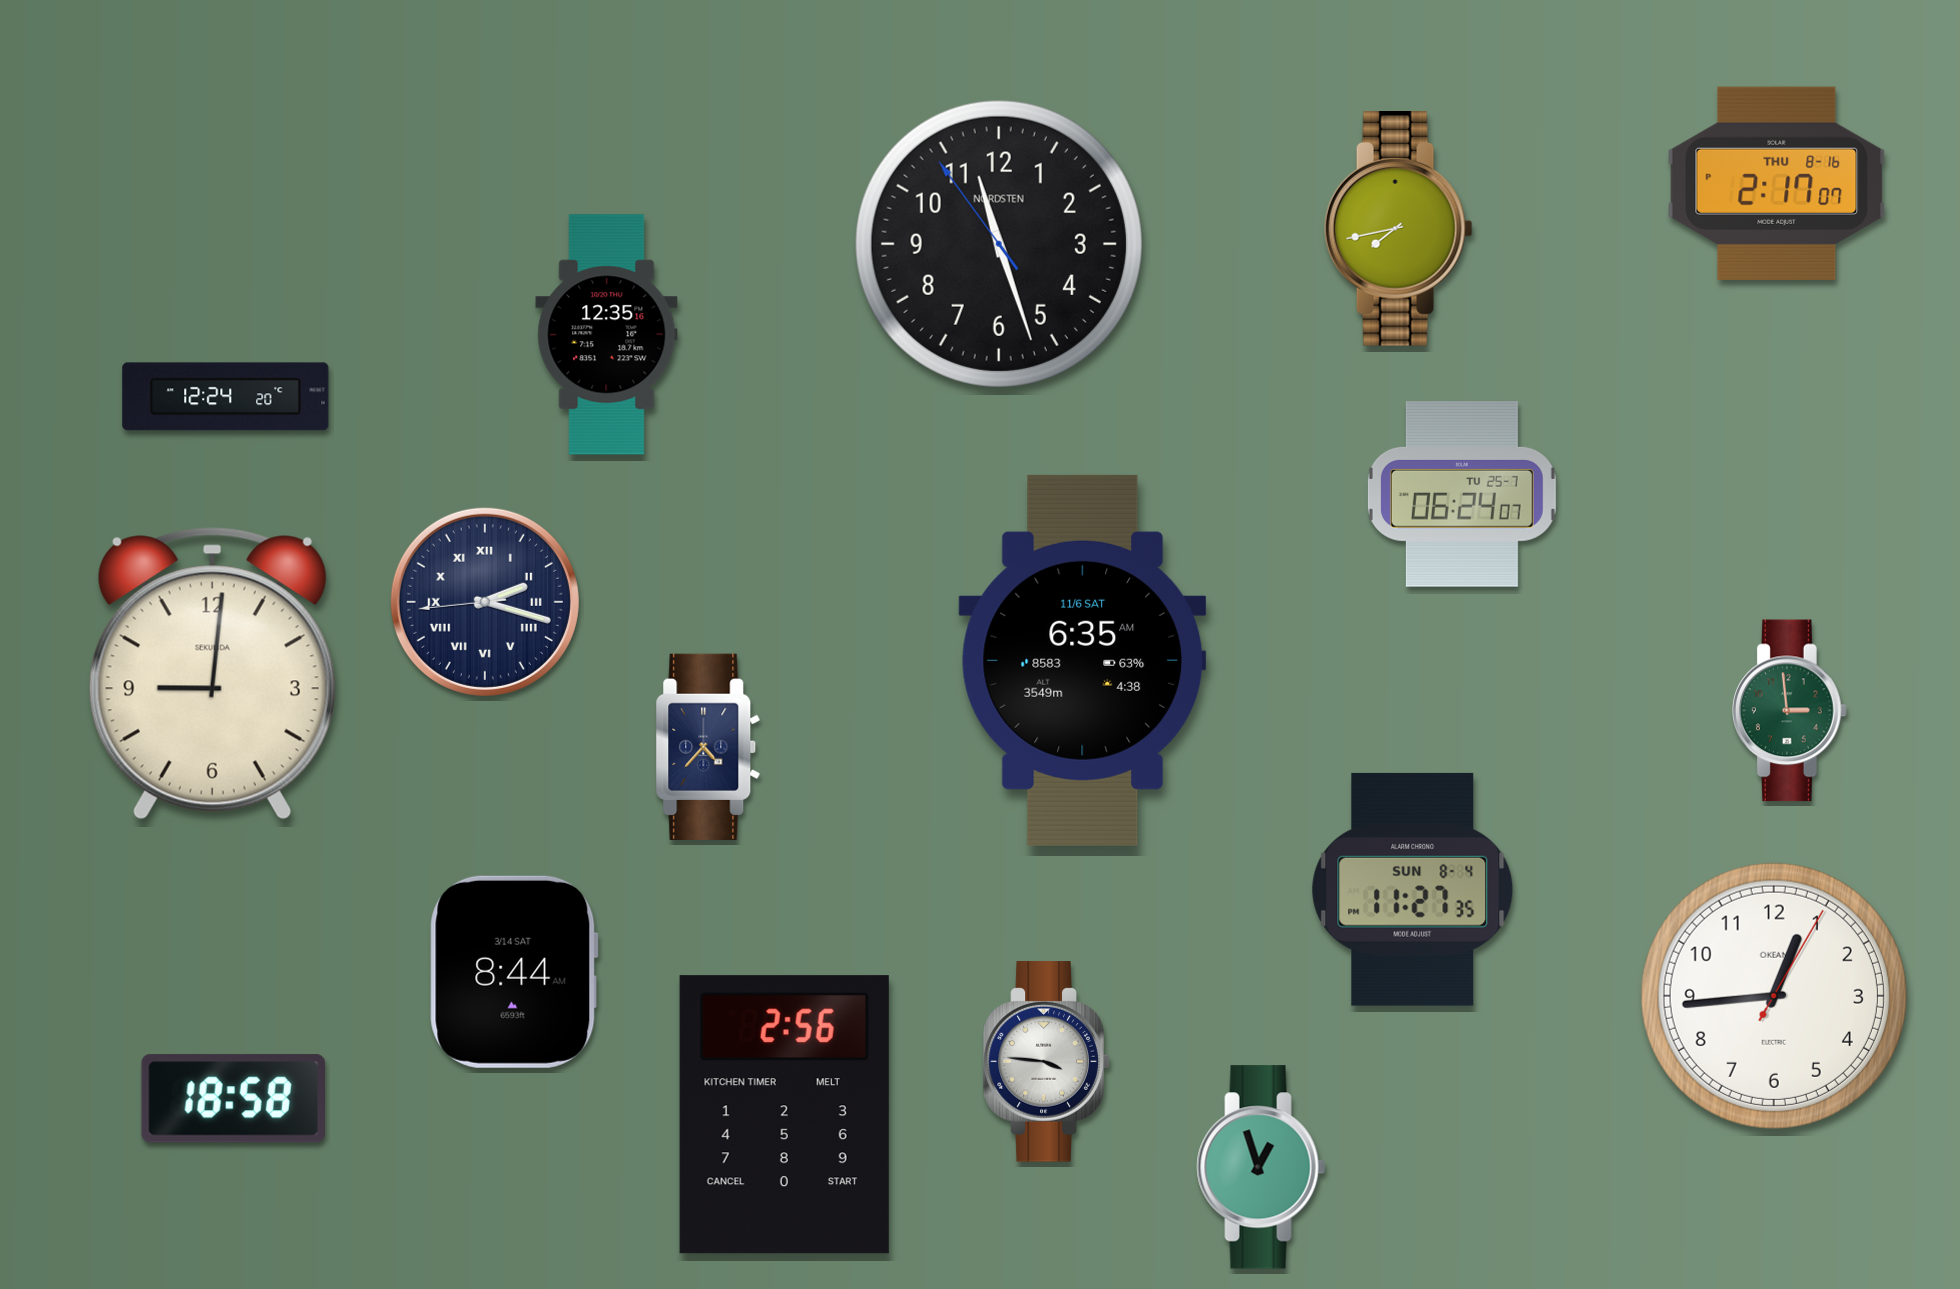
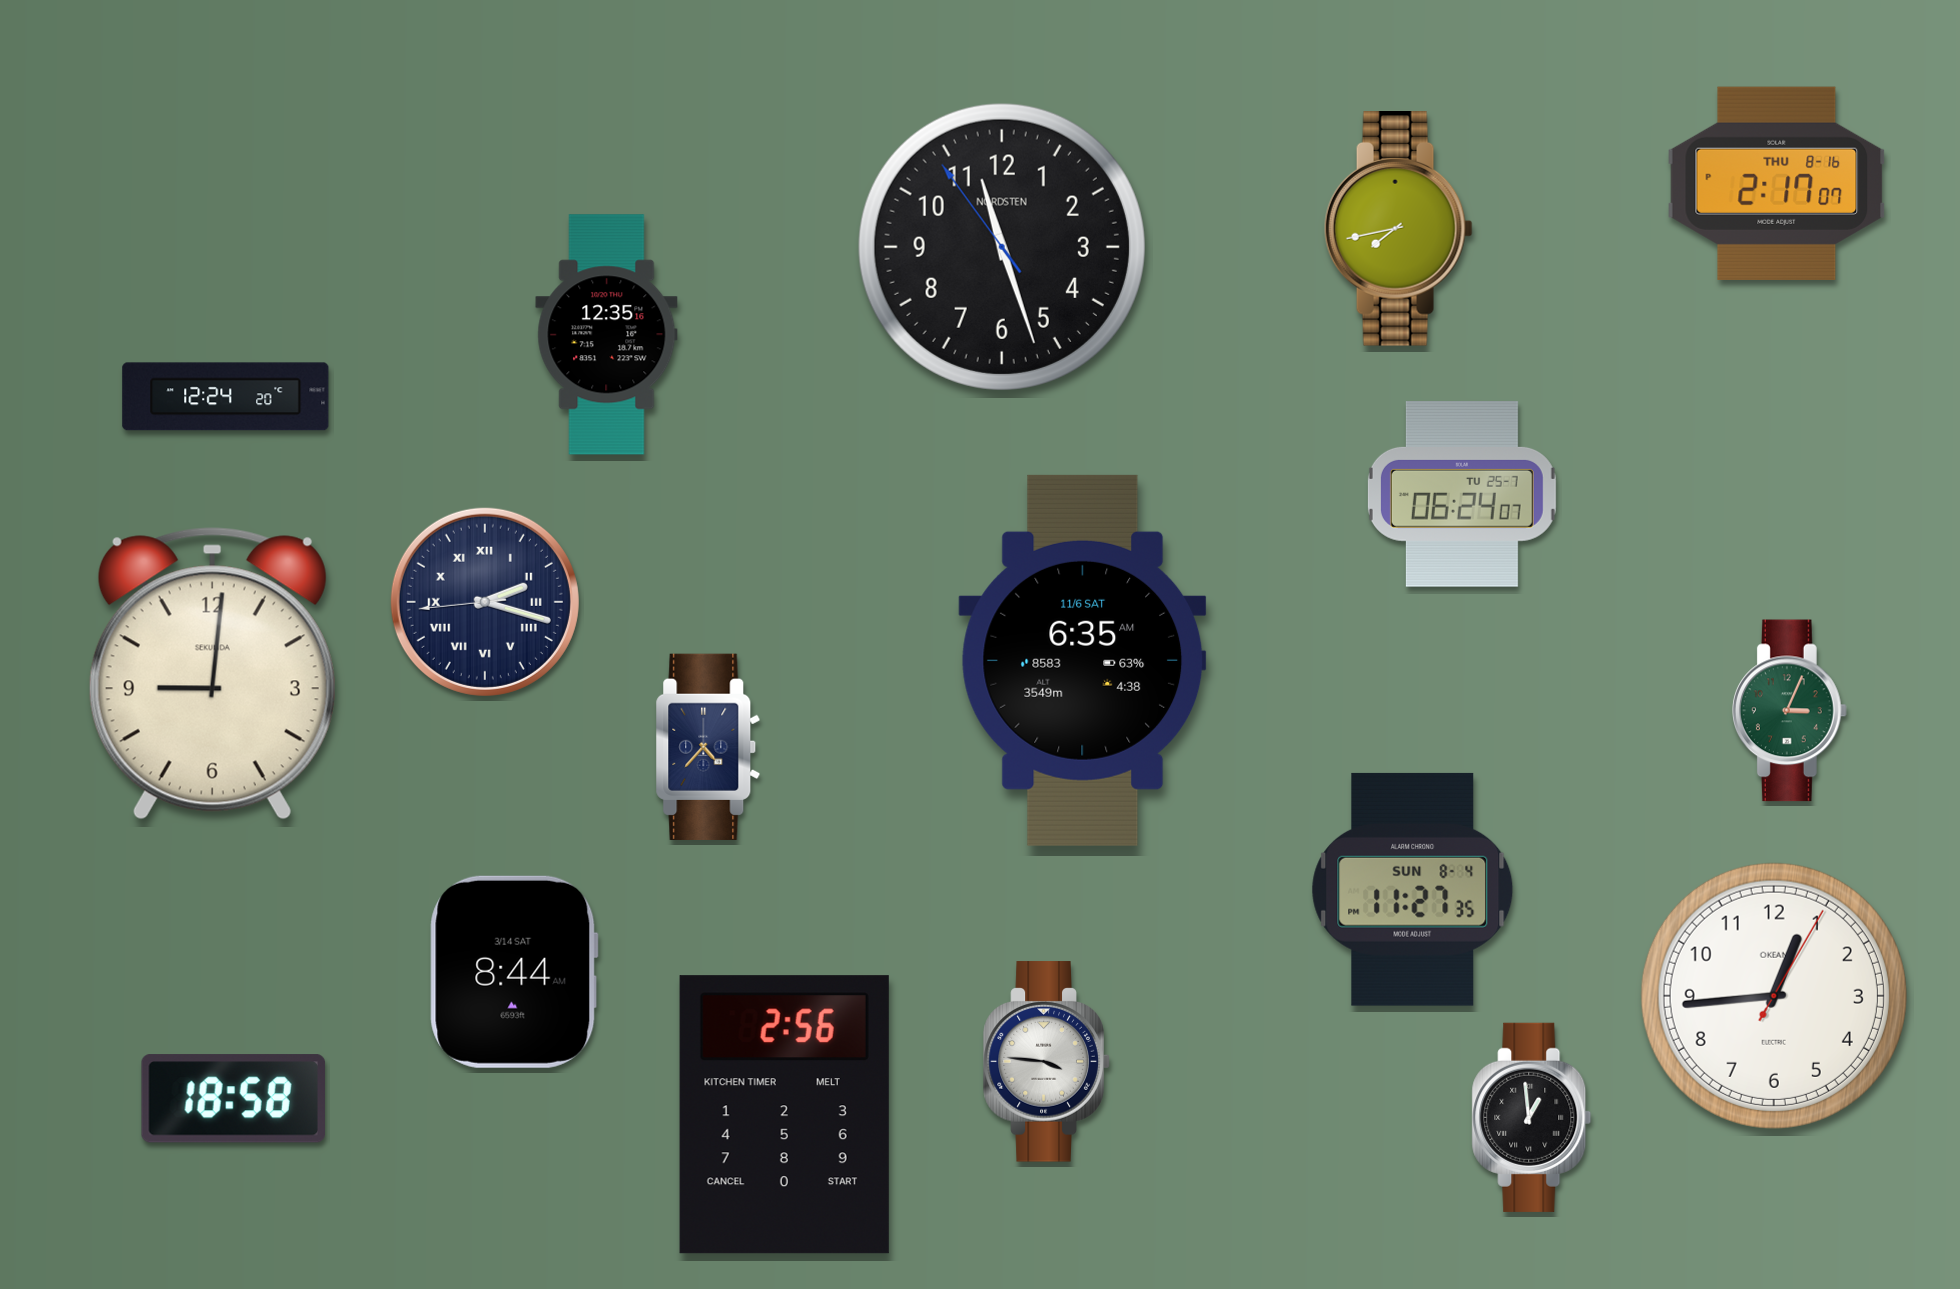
clock at (999, 244) position: (999, 244) -> (1002, 247)
clock at (1789, 711): 2:59 -> 3:04
clock at (1532, 1117): none -> 12:59
clock at (1261, 1167): 12:57 -> none
